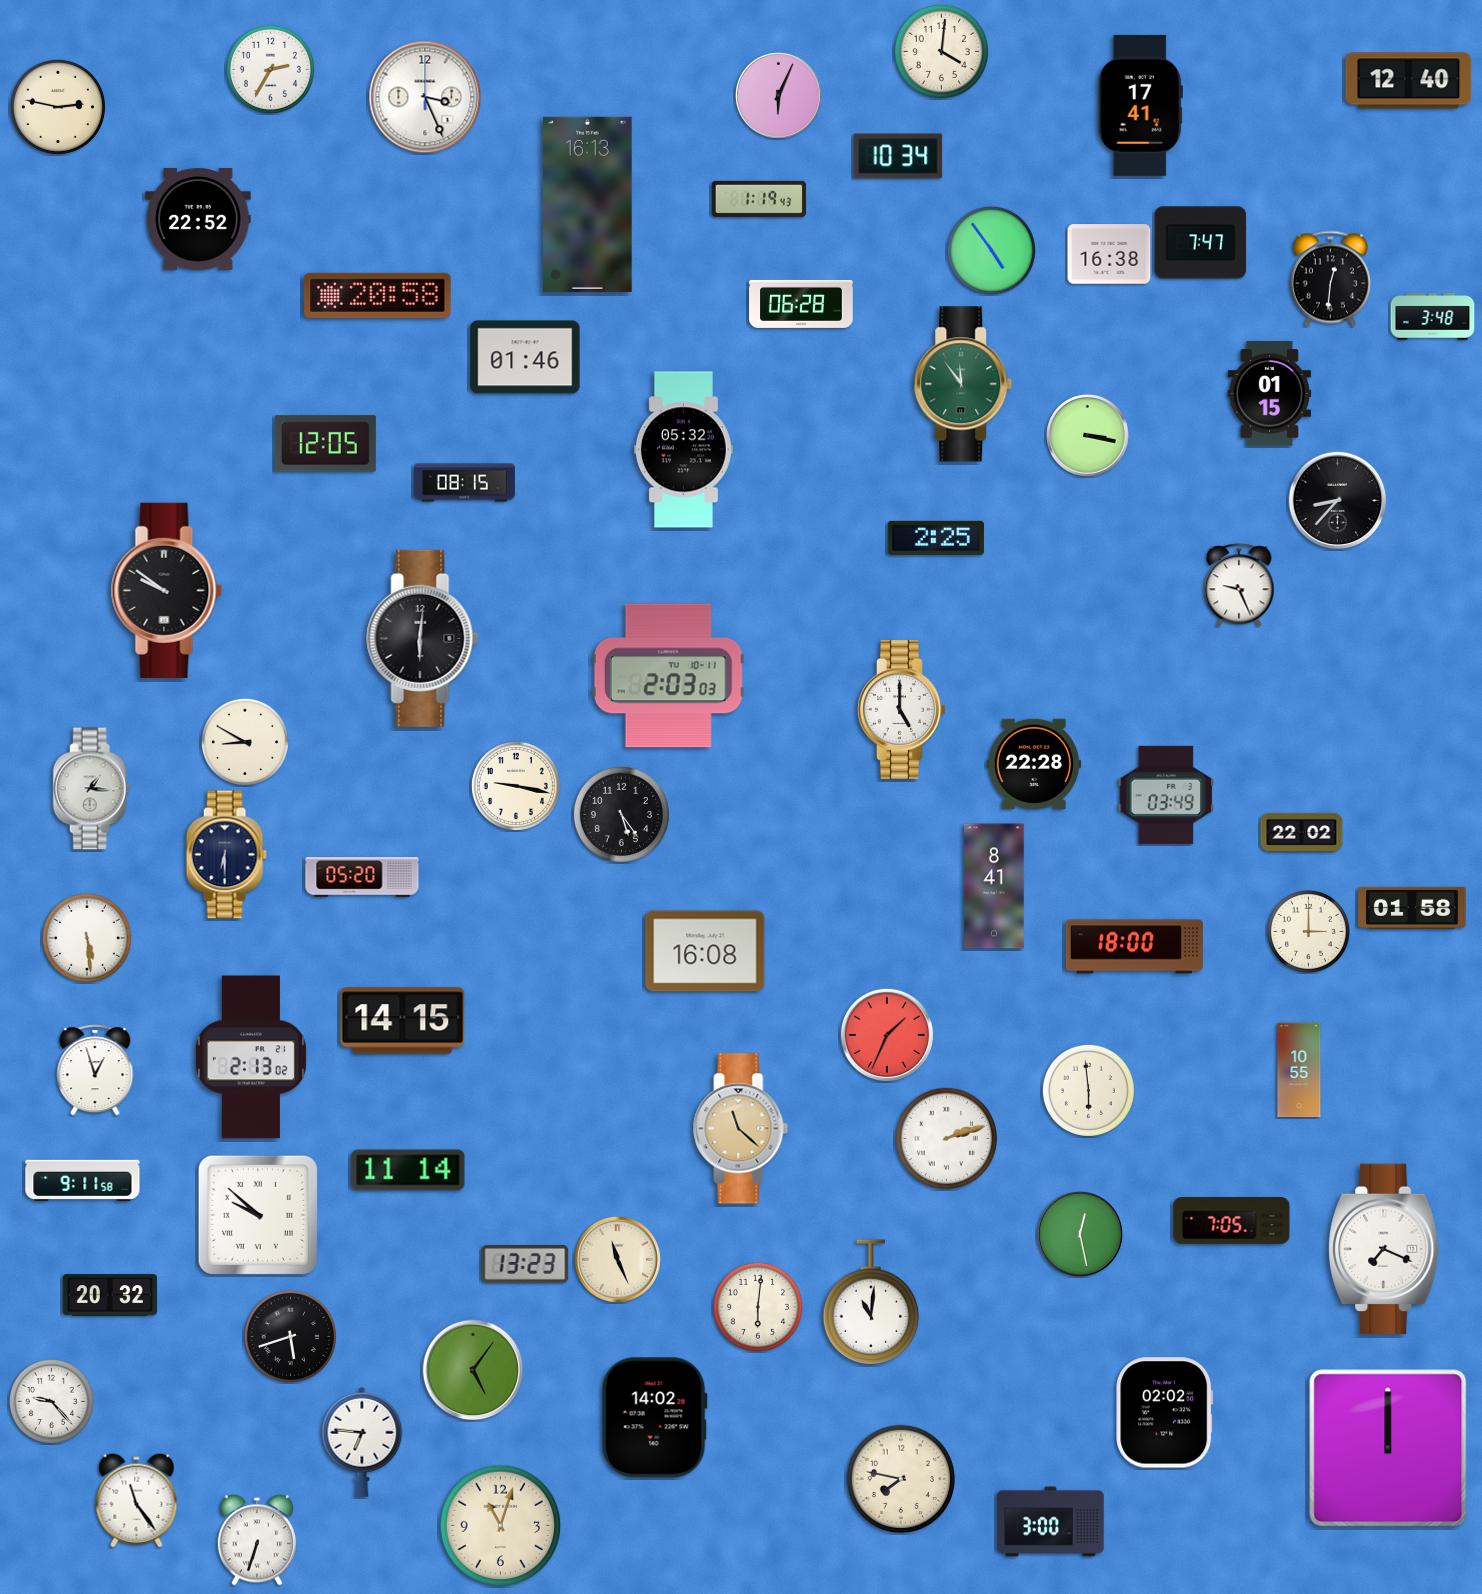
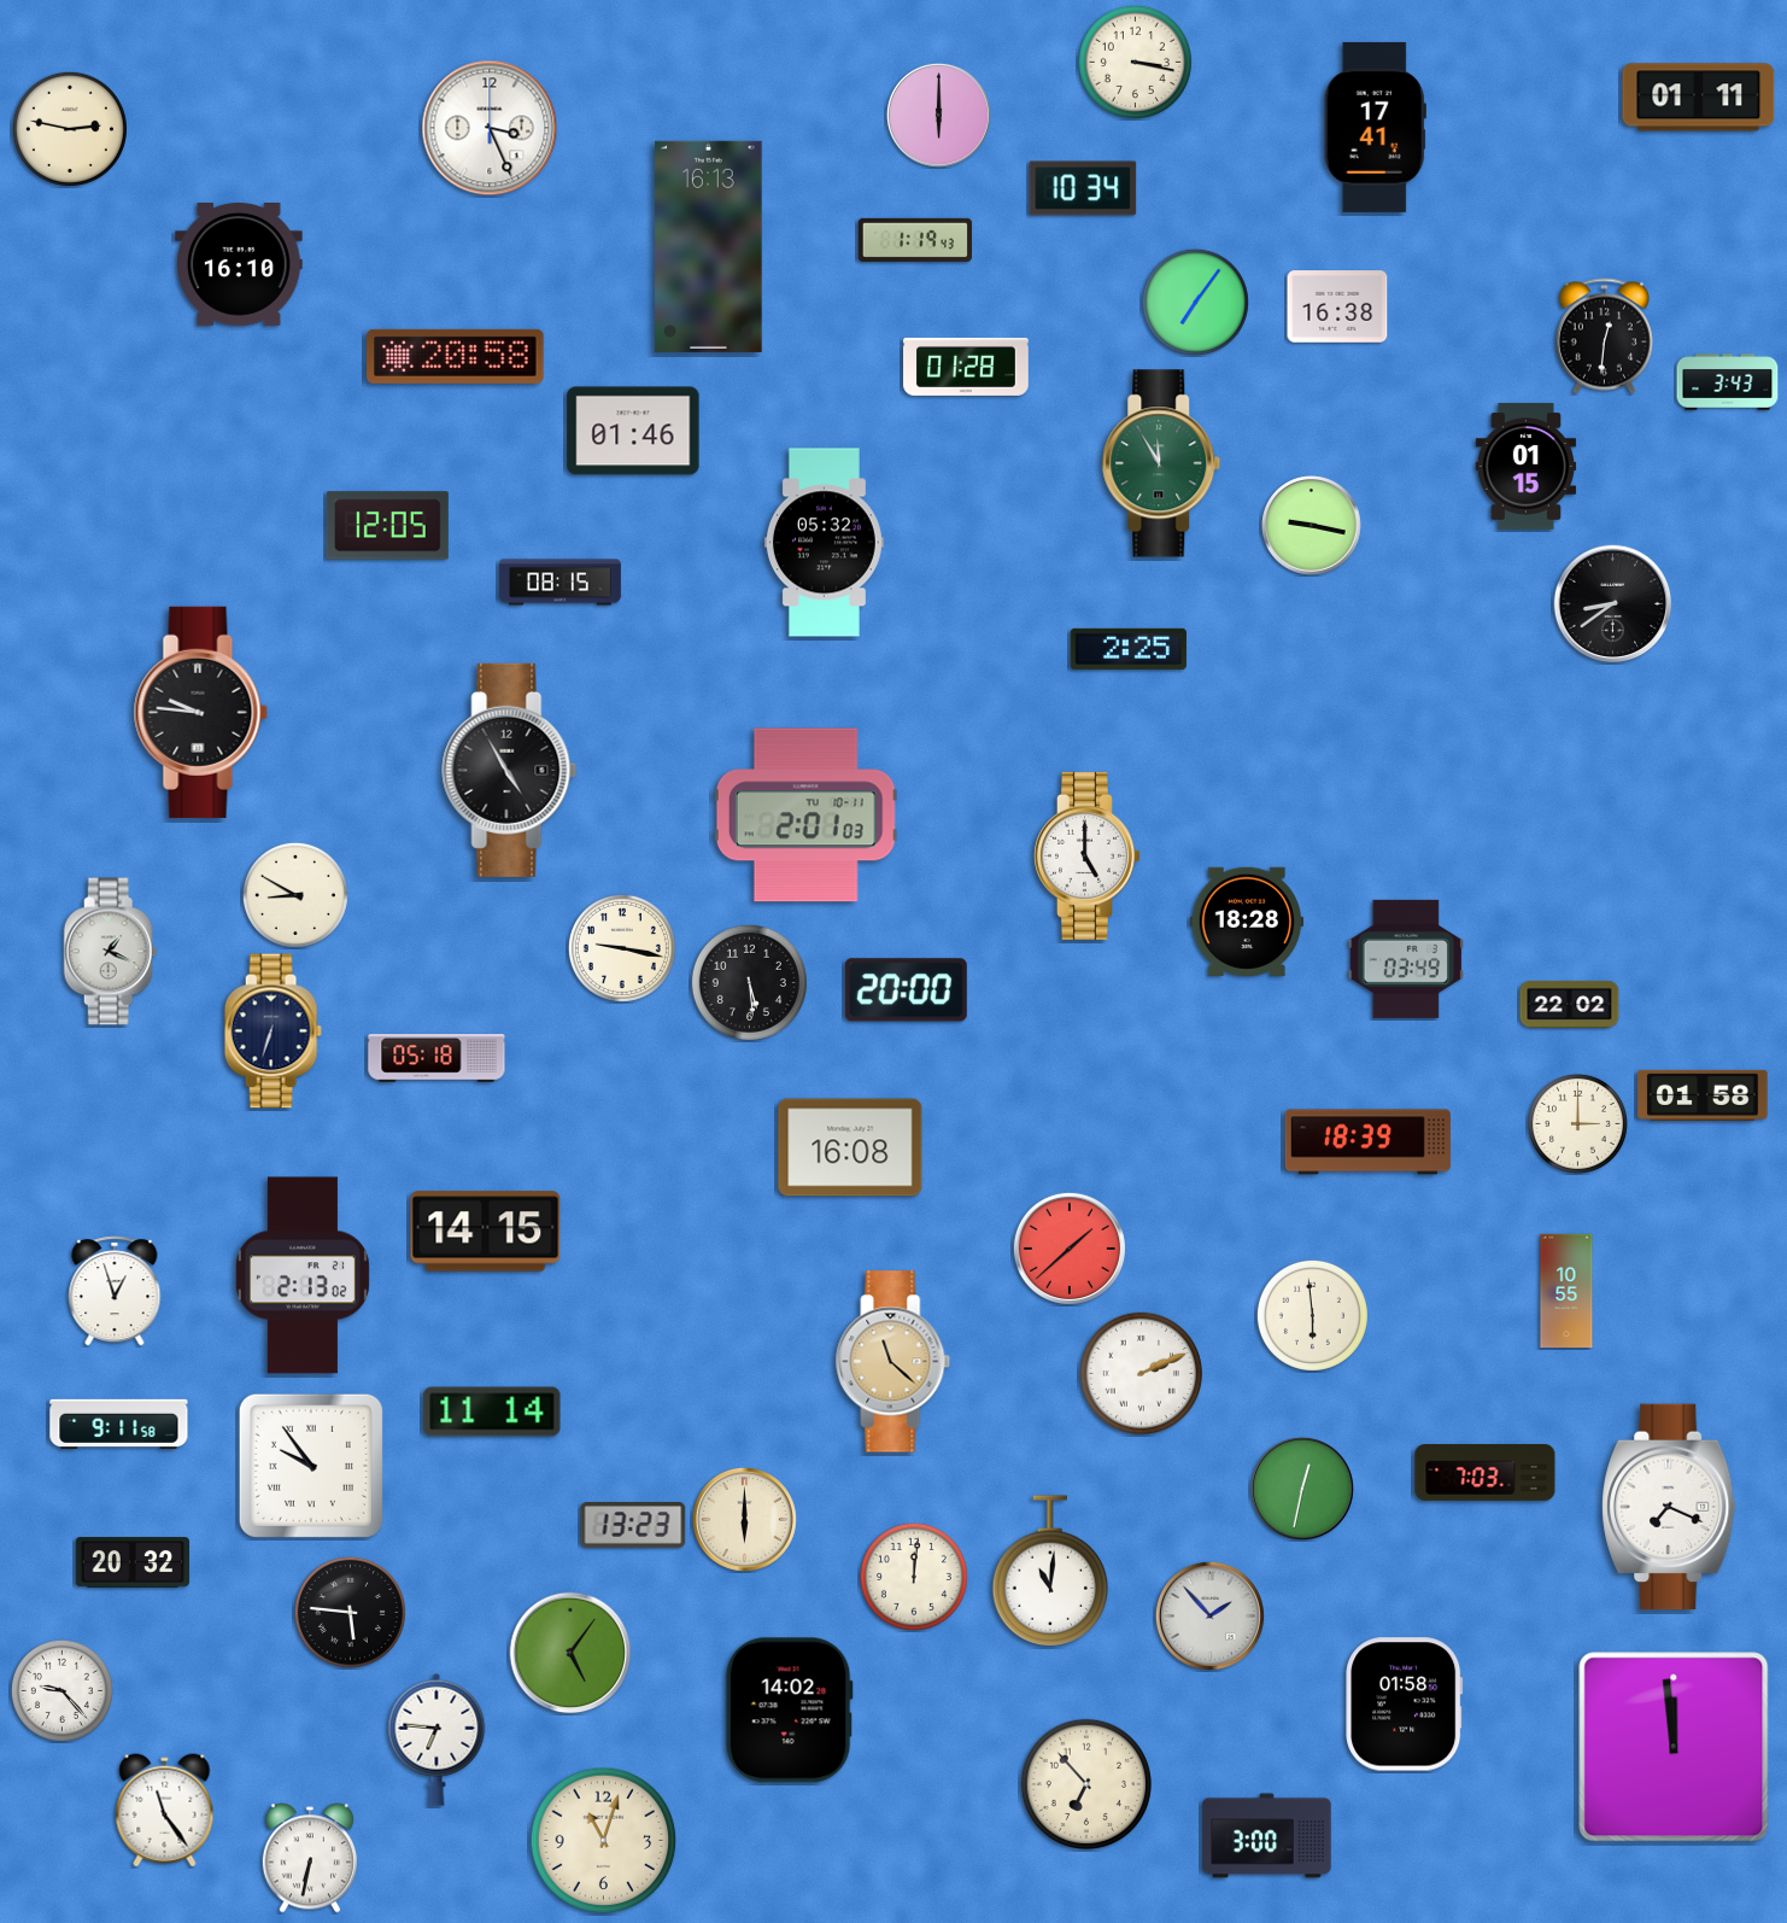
clock at (941, 51): 4:01 -> 3:17
clock at (270, 69): 2:35 -> none
clock at (1409, 81): 12:40 -> 01:11
clock at (778, 95): 6:04 -> 6:00
clock at (425, 97) position: (425, 97) -> (490, 128)
clock at (198, 220): 22:52 -> 16:10
clock at (1201, 243): 7:47 -> none
clock at (991, 250): 4:54 -> 7:06
clock at (801, 304): 06:28 -> 01:28
clock at (1433, 317): 3:48 -> 3:43
clock at (963, 384): 11:54 -> 11:55
clock at (1270, 394) position: (1270, 394) -> (1527, 467)
clock at (1088, 436): 3:17 -> 9:17
clock at (325, 444) position: (325, 444) -> (387, 526)
clock at (1338, 501): 8:37 -> 8:39
clock at (1239, 585): 9:26 -> none
clock at (166, 590): 9:51 -> 9:46
clock at (423, 638): 6:01 -> 4:55
clock at (668, 676): 2:03 -> 2:01
clock at (1033, 764): 22:28 -> 18:28
clock at (92, 789): 1:16 -> 1:19
clock at (621, 814): 5:24 -> 5:29
clock at (906, 990): none -> 20:00
clock at (226, 855): 6:30 -> 6:33
clock at (362, 877): 05:20 -> 05:18
clock at (994, 886): 8:41 -> none
clock at (87, 938): 5:29 -> none
clock at (1134, 947): 18:00 -> 18:39
clock at (887, 1035): 1:34 -> 1:38
clock at (946, 1138): 2:12 -> 2:11
clock at (83, 1180) position: (83, 1180) -> (119, 1424)
clock at (258, 1215): 9:52 -> 9:54
clock at (1232, 1221): 7:05 -> 7:03
clock at (1080, 1234): 12:28 -> 12:32
clock at (617, 1259): 11:26 -> 6:00
clock at (758, 1307): 6:01 -> 12:01
clock at (290, 1336): 5:42 -> 5:46
clock at (1209, 1615): none -> 1:53
clock at (1165, 1413): 02:02 -> 01:58
clock at (1388, 1448): 12:00 -> 11:59
clock at (900, 1478): 7:47 -> 6:53
clock at (257, 1540): 6:33 -> 6:32
